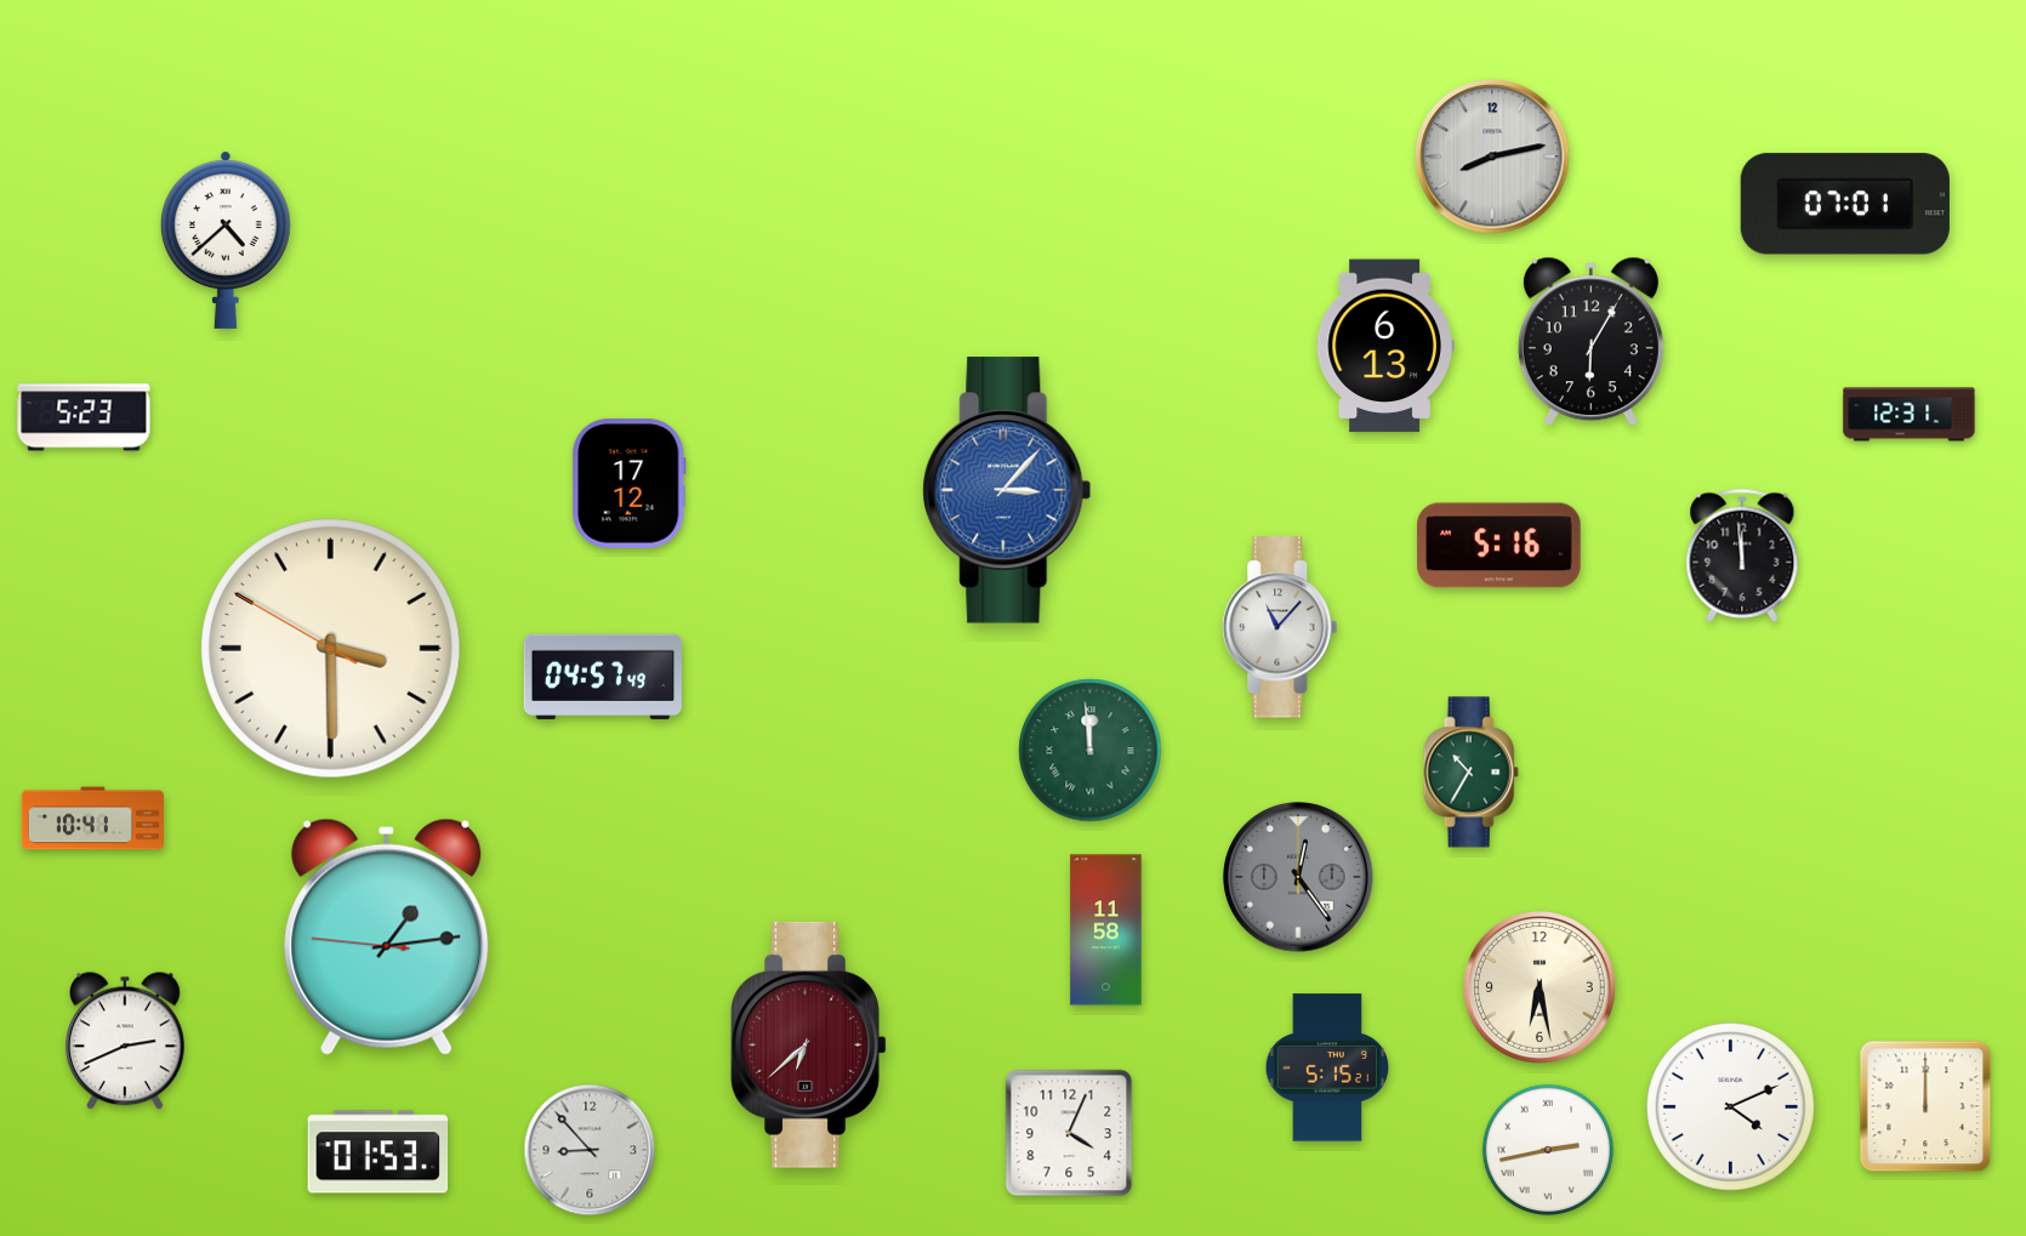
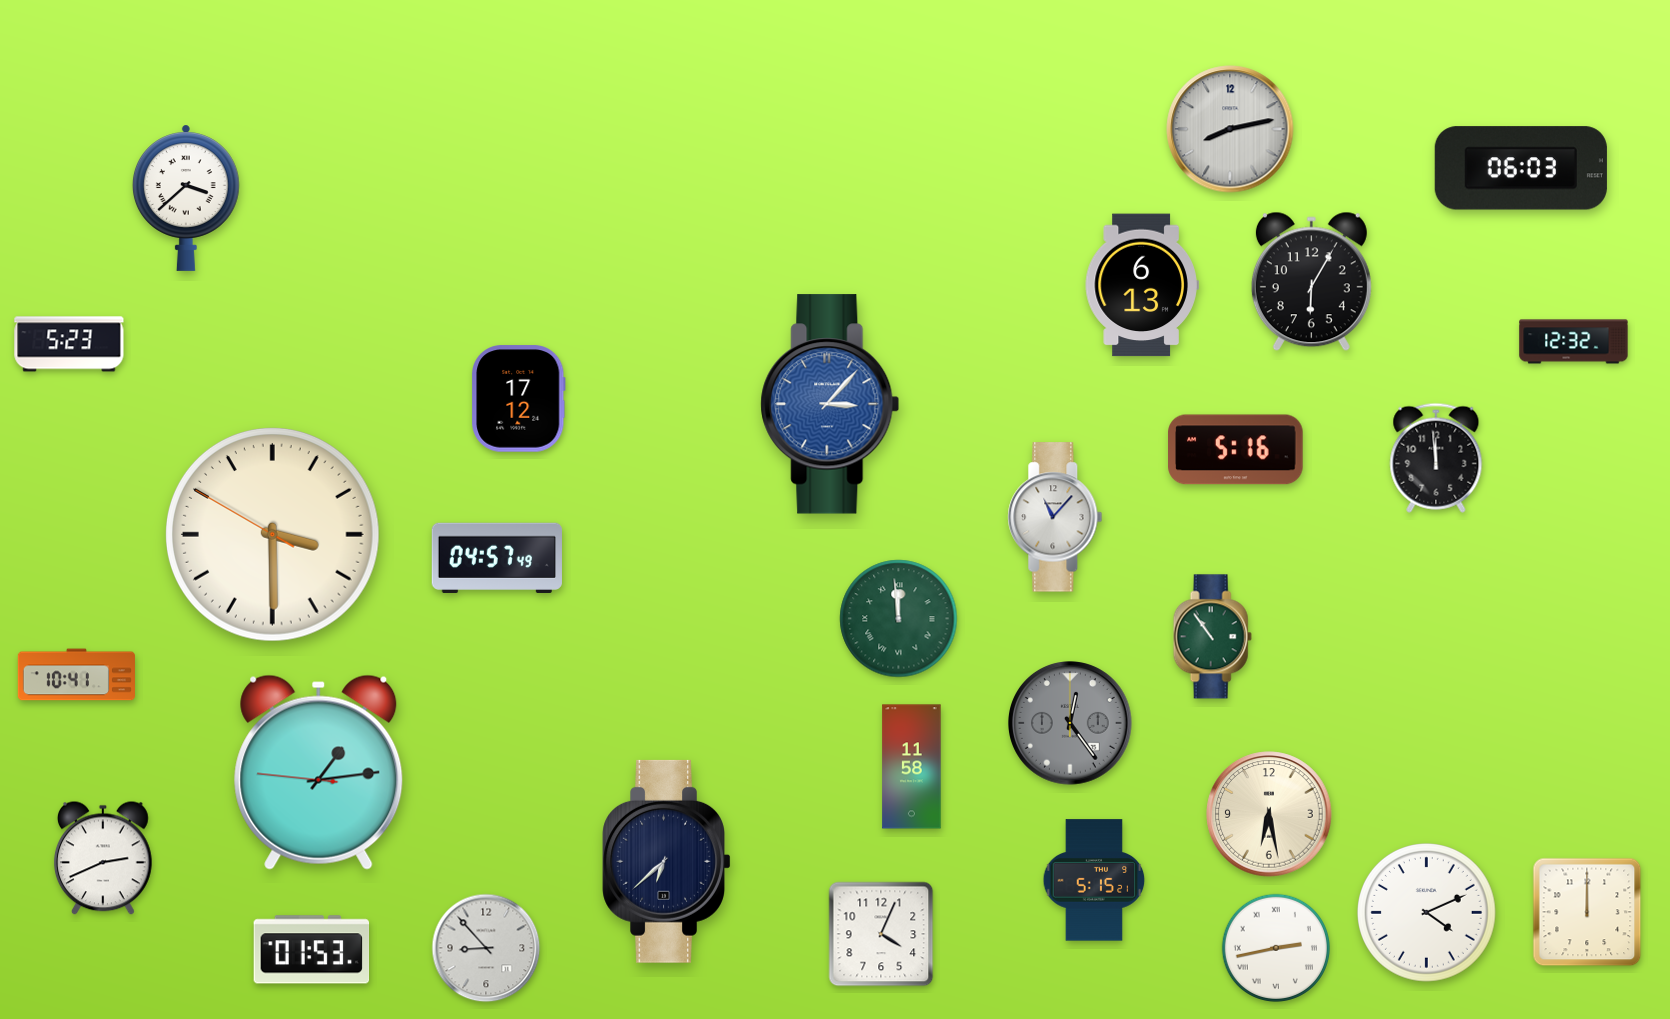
clock at (1845, 204): 07:01 -> 06:03
clock at (226, 240): 4:38 -> 3:38
clock at (1910, 415): 12:31 -> 12:32
clock at (1470, 773): 10:35 -> 10:54
clock at (809, 1044) dial: burgundy -> navy
